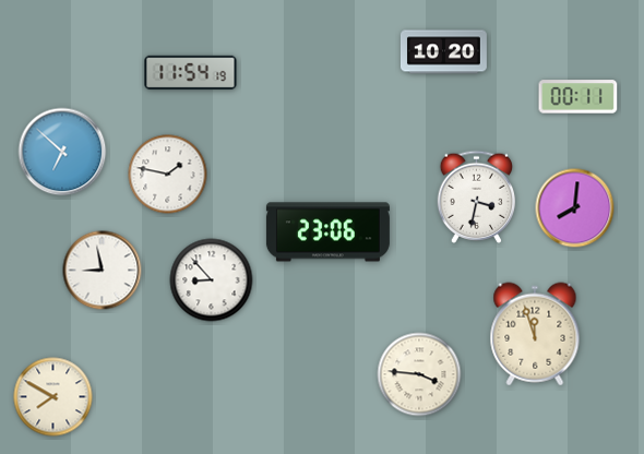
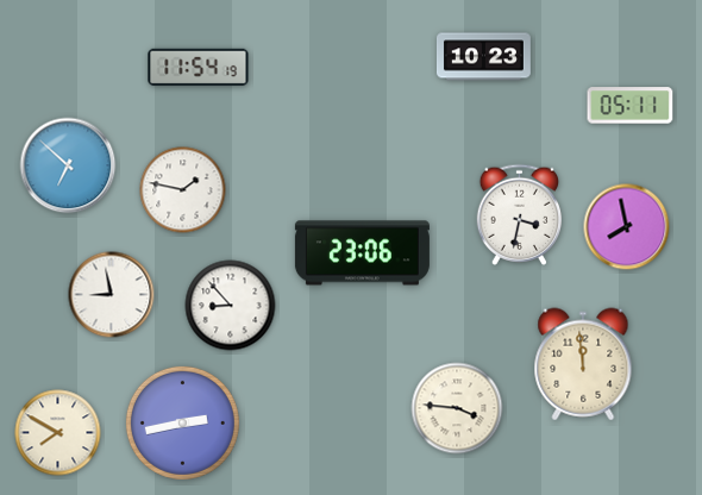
clock at (443, 52): 10:20 -> 10:23
clock at (191, 73) position: (191, 73) -> (199, 68)
clock at (579, 97): 00:11 -> 05:11
clock at (575, 208): 8:01 -> 7:58
clock at (327, 232) position: (327, 232) -> (362, 253)
clock at (535, 334): 11:57 -> 11:59
clock at (182, 422): none -> 2:43
